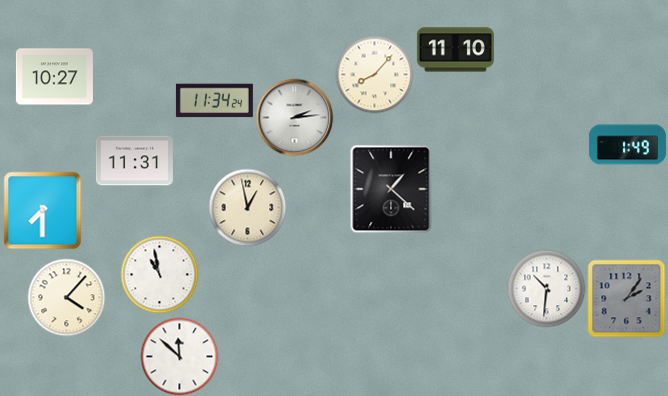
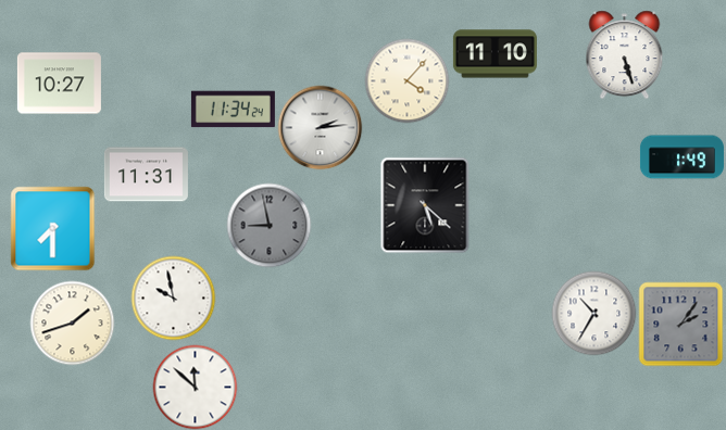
clock at (625, 54): none -> 5:27
clock at (374, 74): 8:07 -> 4:07
clock at (391, 189): 1:22 -> 5:22
clock at (247, 207): 12:58 -> 8:58
clock at (247, 207) dial: cream -> grey
clock at (42, 210) position: (42, 210) -> (52, 228)
clock at (159, 274): 10:58 -> 9:58
clock at (546, 288): 10:31 -> 10:35
clock at (66, 297): 4:07 -> 1:42
